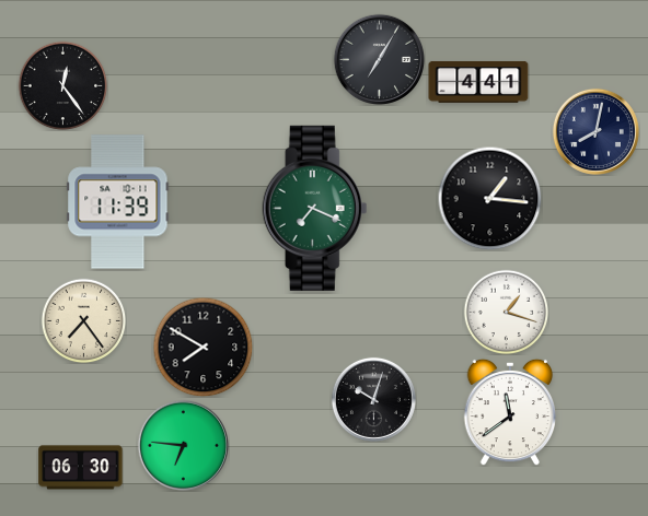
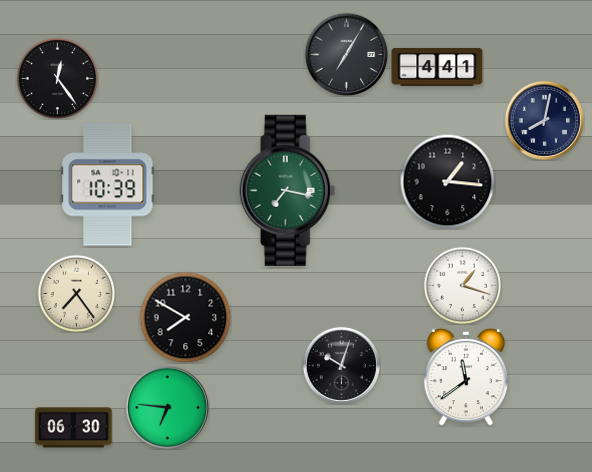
clock at (478, 82) position: (478, 82) -> (437, 67)
clock at (118, 202): 11:39 -> 10:39
clock at (315, 208): 7:19 -> 7:17
